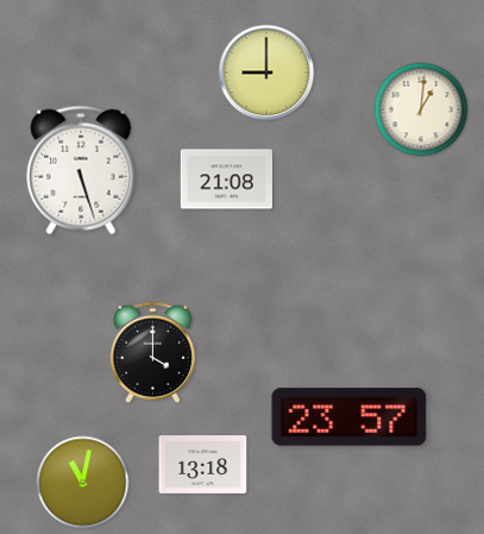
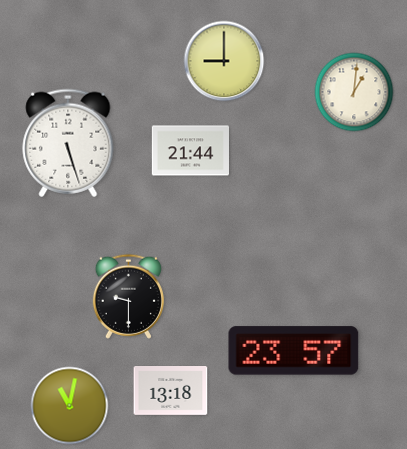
clock at (226, 180): 21:08 -> 21:44
clock at (152, 352): 4:00 -> 9:30
